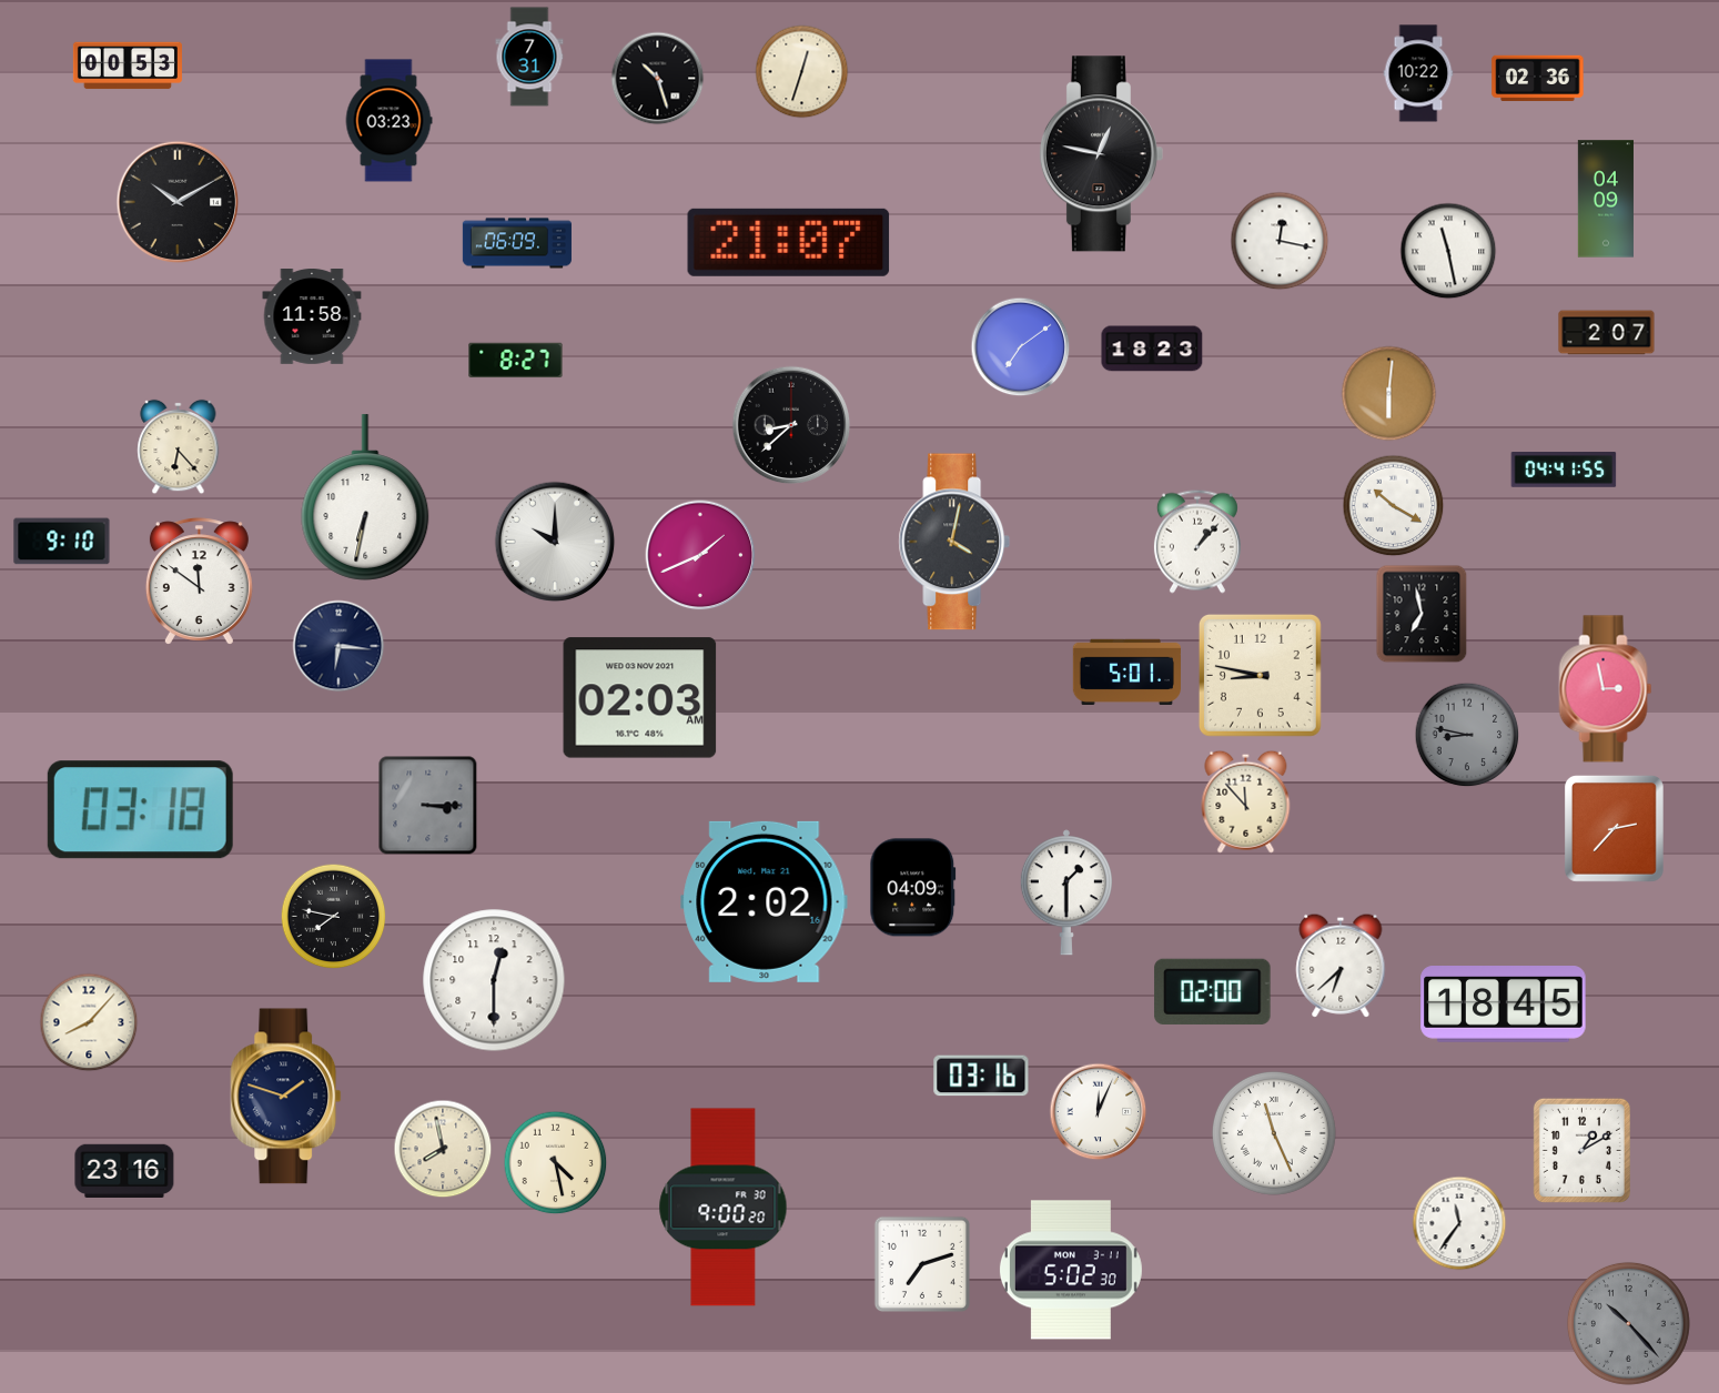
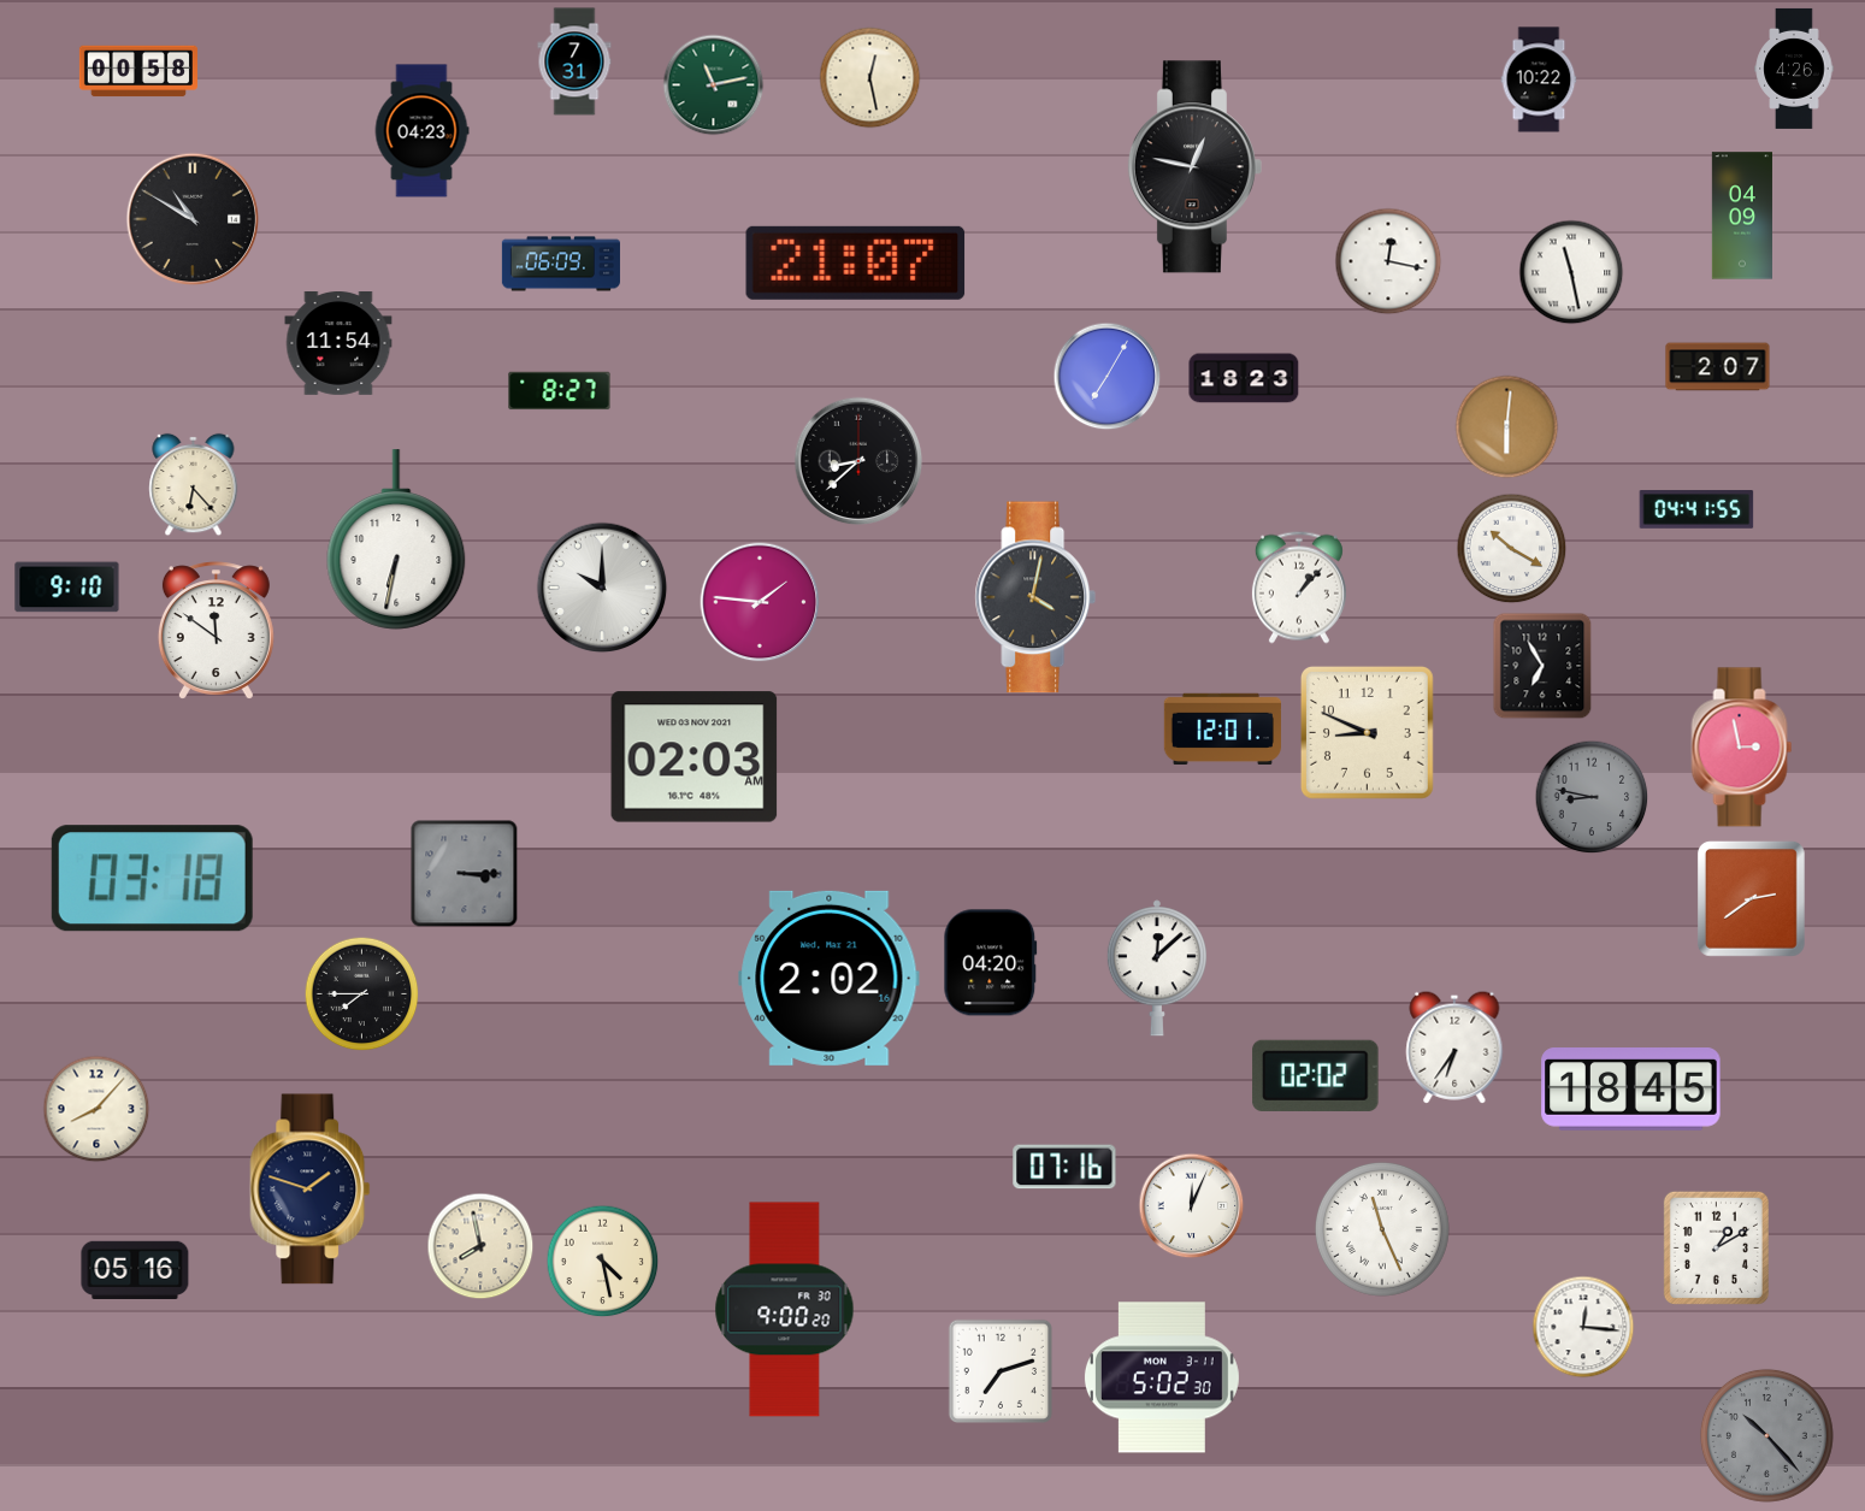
clock at (1794, 69): none -> 4:26
clock at (128, 65): 00:53 -> 00:58
clock at (802, 72): 12:33 -> 12:28
clock at (658, 79): 10:27 -> 11:13
clock at (658, 79) dial: black -> green
clock at (1538, 79): 02:36 -> none
clock at (388, 121): 03:23 -> 04:23
clock at (178, 202): 10:10 -> 10:50
clock at (312, 317): 11:58 -> 11:54
clock at (1607, 333) position: (1607, 333) -> (1718, 367)
clock at (1021, 347): 7:09 -> 7:05
clock at (1152, 349) position: (1152, 349) -> (1244, 378)
clock at (954, 542) position: (954, 542) -> (1035, 597)
clock at (700, 555): 1:41 -> 1:46
clock at (1422, 614): 6:58 -> 6:55
clock at (338, 646): 6:16 -> none
clock at (1126, 672): 5:01 -> 12:01
clock at (1260, 675): 8:47 -> 8:49
clock at (1246, 801): 11:53 -> none
clock at (1614, 828): 2:37 -> 2:39
clock at (913, 888): 04:09 -> 04:20
clock at (1066, 892): 1:30 -> 12:08
clock at (334, 917): 7:47 -> 7:45
clock at (1341, 966): 6:38 -> 6:36
clock at (494, 980): 12:30 -> none
clock at (1213, 991): 02:00 -> 02:02
clock at (981, 1076): 03:16 -> 07:16
clock at (124, 1170): 23:16 -> 05:16
clock at (1459, 1223): 11:36 -> 12:16
